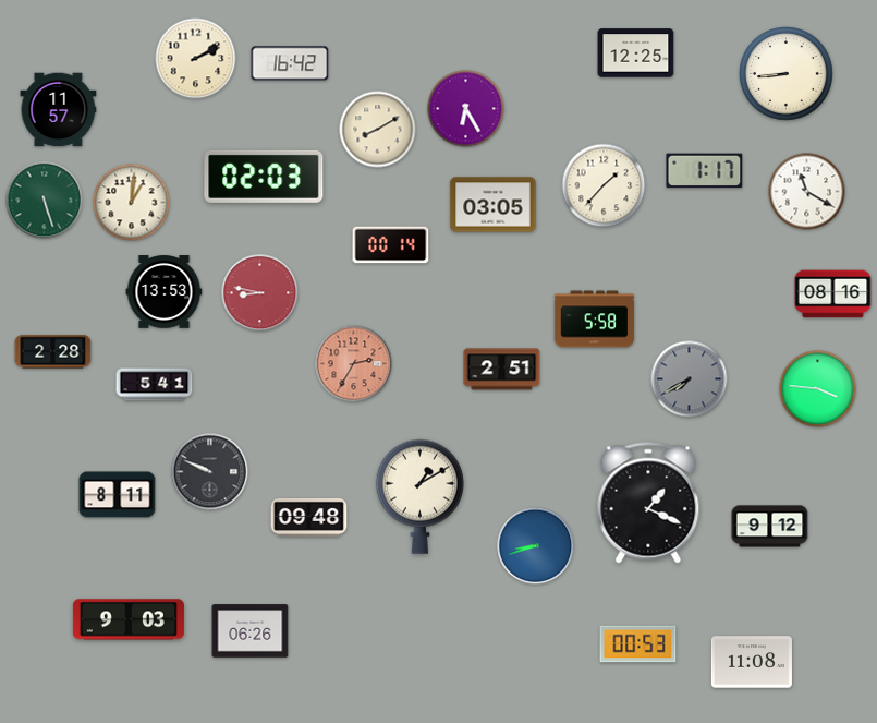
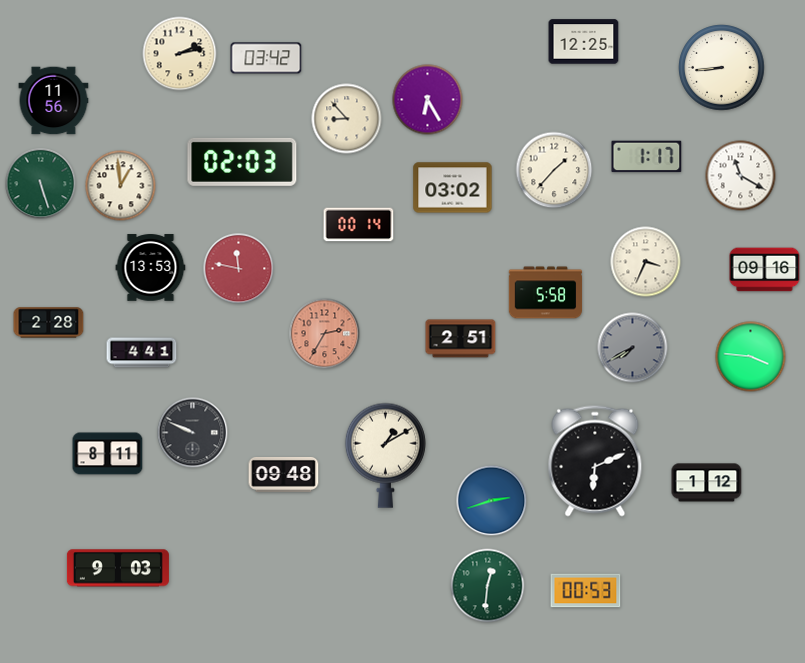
clock at (636, 53) position: (636, 53) -> (584, 42)
clock at (196, 59): 2:10 -> 2:13
clock at (290, 63): 16:42 -> 03:42
clock at (59, 110): 11:57 -> 11:56
clock at (378, 130): 8:10 -> 8:53
clock at (132, 203): 1:01 -> 12:59
clock at (494, 205): 03:05 -> 03:02
clock at (646, 262): none -> 3:34
clock at (260, 293): 8:47 -> 11:47
clock at (833, 294): 08:16 -> 09:16
clock at (155, 385): 5:41 -> 4:41
clock at (648, 503): 1:19 -> 6:11
clock at (770, 527): 9:12 -> 1:12
clock at (536, 546): 8:42 -> 2:42
clock at (251, 631): 06:26 -> none
clock at (488, 586): none -> 12:31
clock at (752, 662): 11:08 -> none
